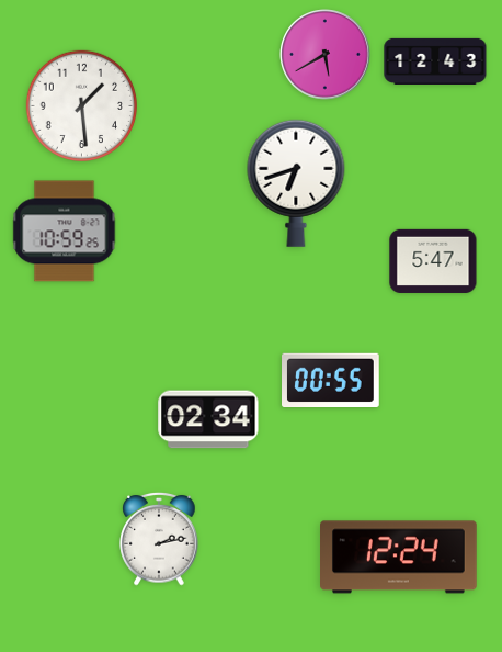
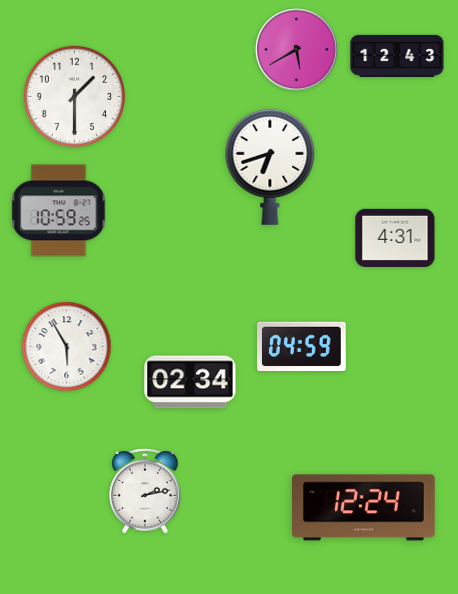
clock at (81, 105): 1:29 -> 1:30
clock at (433, 261): 5:47 -> 4:31
clock at (331, 380): 00:55 -> 04:59
clock at (67, 347): none -> 5:55
